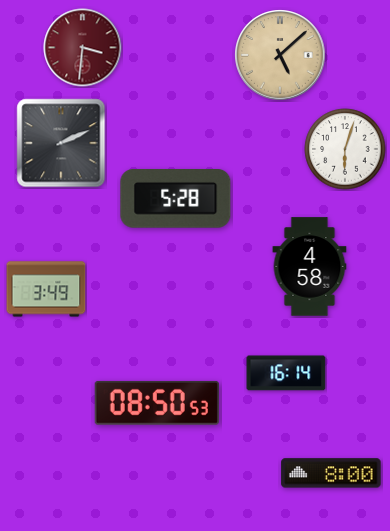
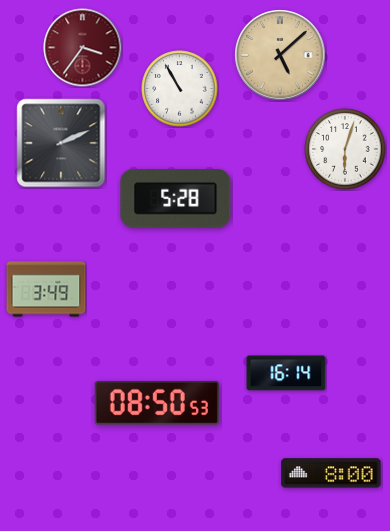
clock at (83, 48): 3:31 -> 3:36
clock at (180, 89): none -> 10:55
clock at (310, 267): 4:58 -> none
